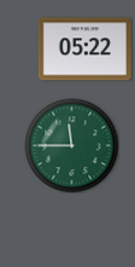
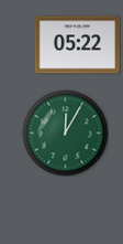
clock at (71, 145): 11:45 -> 12:05
